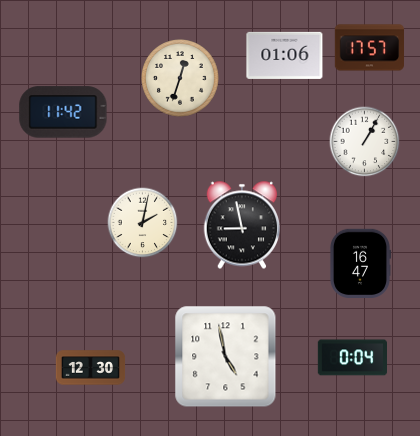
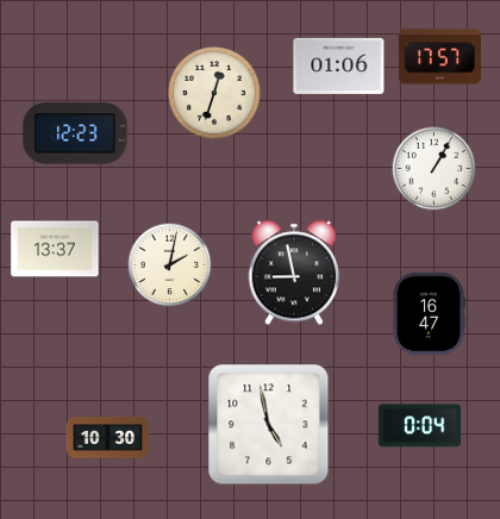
clock at (63, 112): 11:42 -> 12:23
clock at (55, 249): none -> 13:37
clock at (242, 225) position: (242, 225) -> (294, 273)
clock at (91, 368): 12:30 -> 10:30
